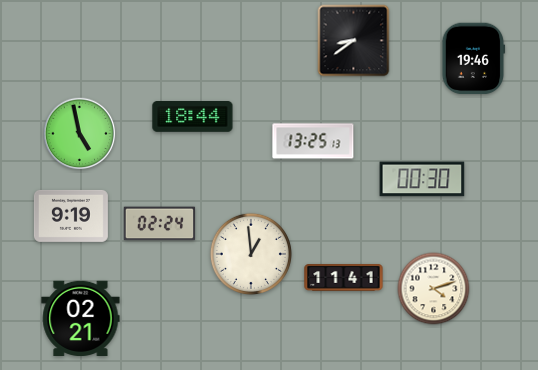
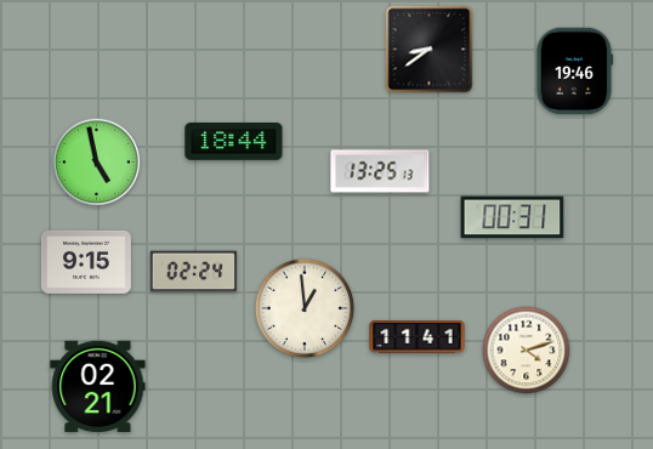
clock at (422, 179): 00:30 -> 00:31
clock at (71, 216): 9:19 -> 9:15
